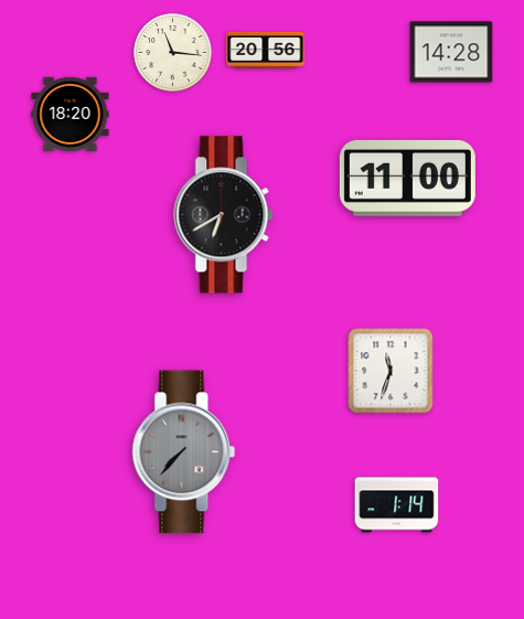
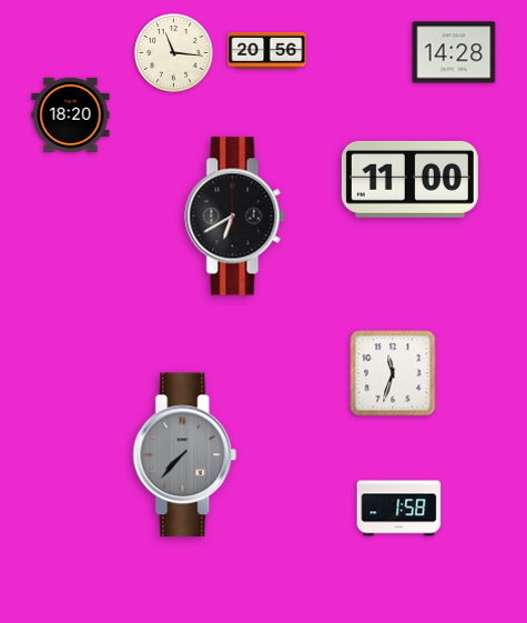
clock at (224, 215) position: (224, 215) -> (235, 217)
clock at (397, 505): 1:14 -> 1:58
